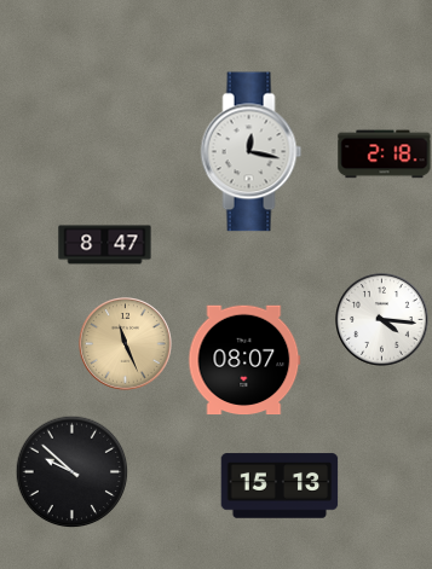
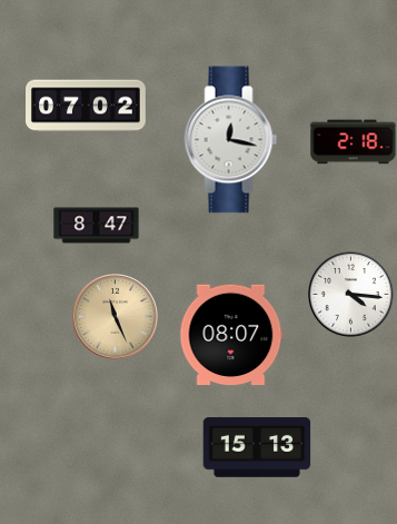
clock at (87, 106): none -> 07:02
clock at (244, 360) position: (244, 360) -> (231, 335)
clock at (71, 471): 9:52 -> none
